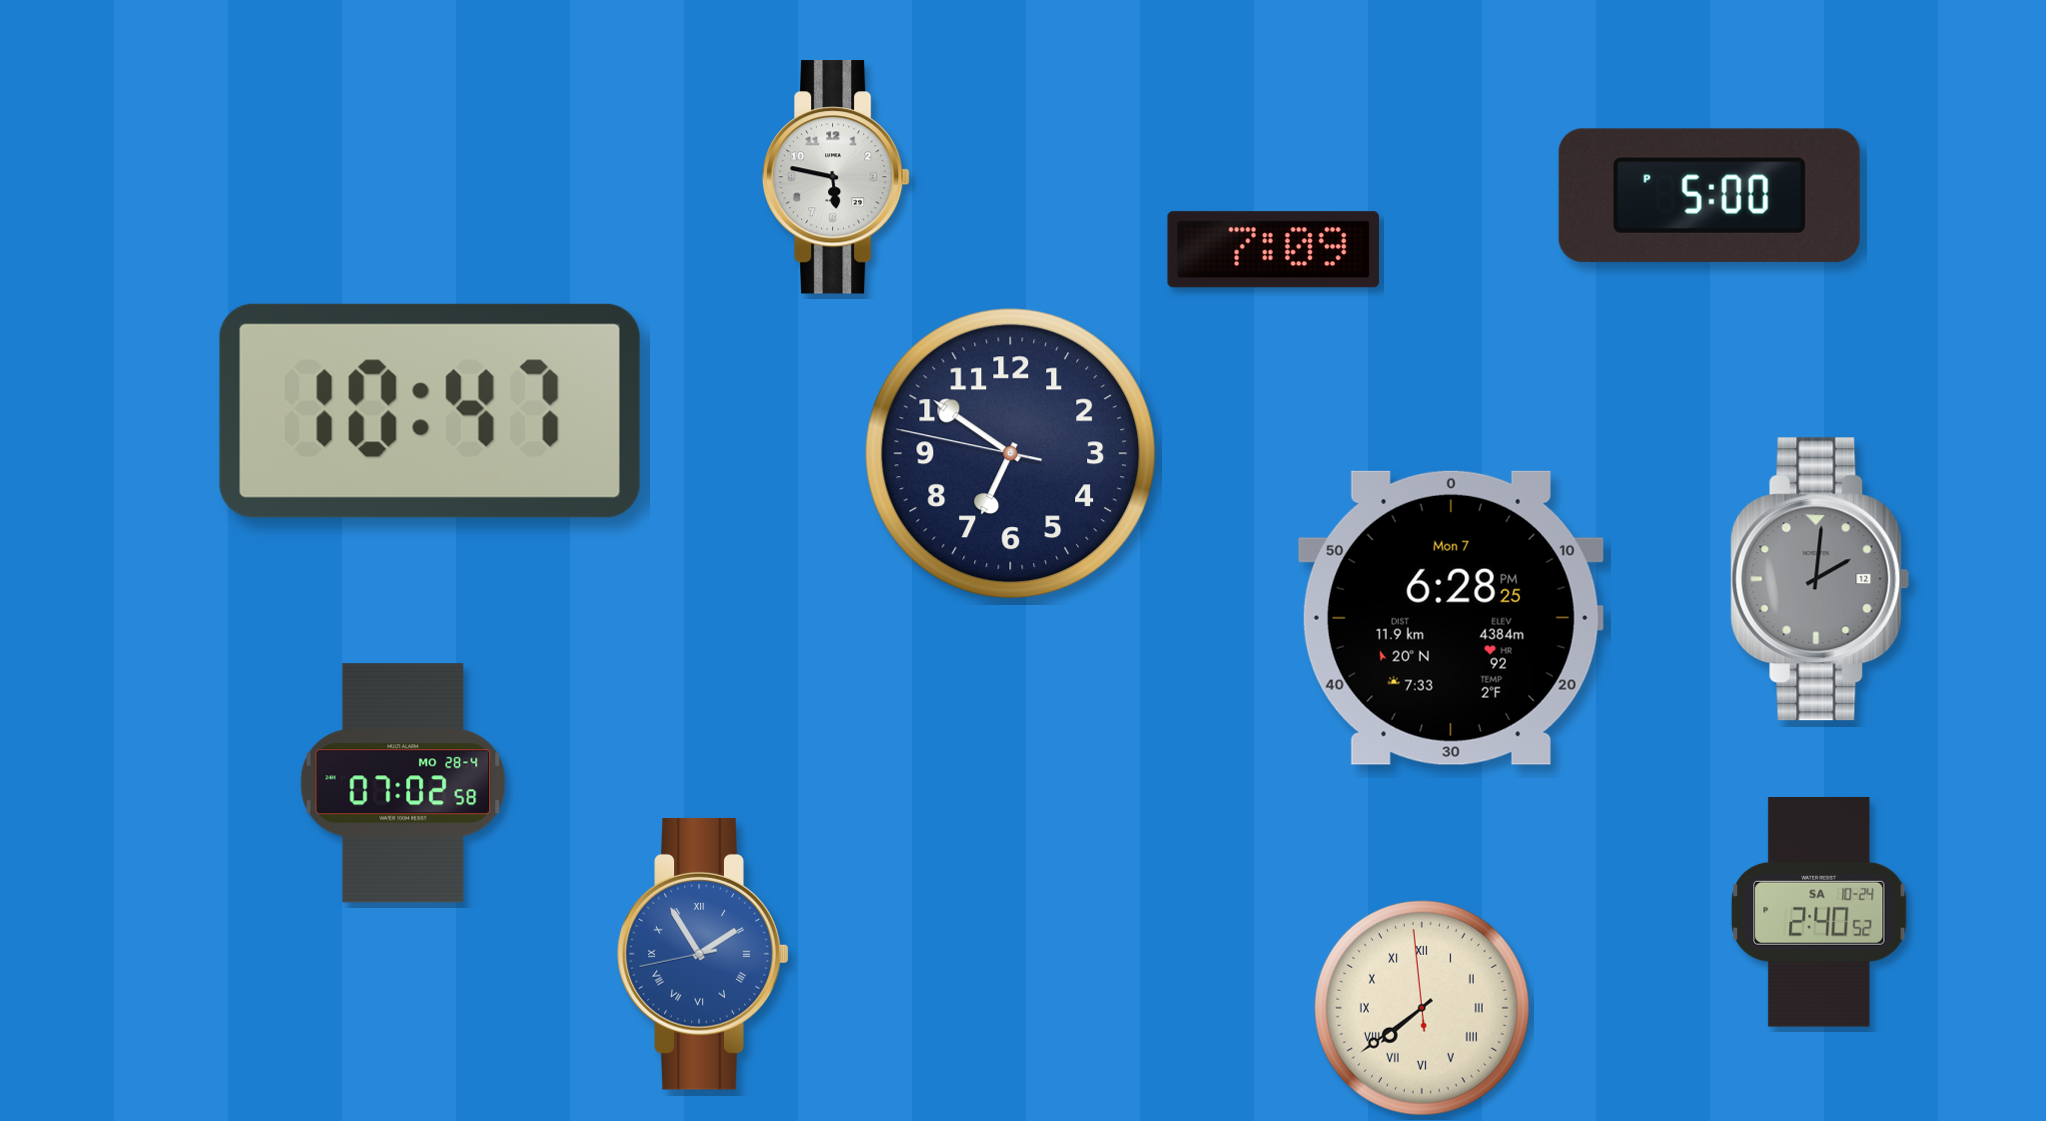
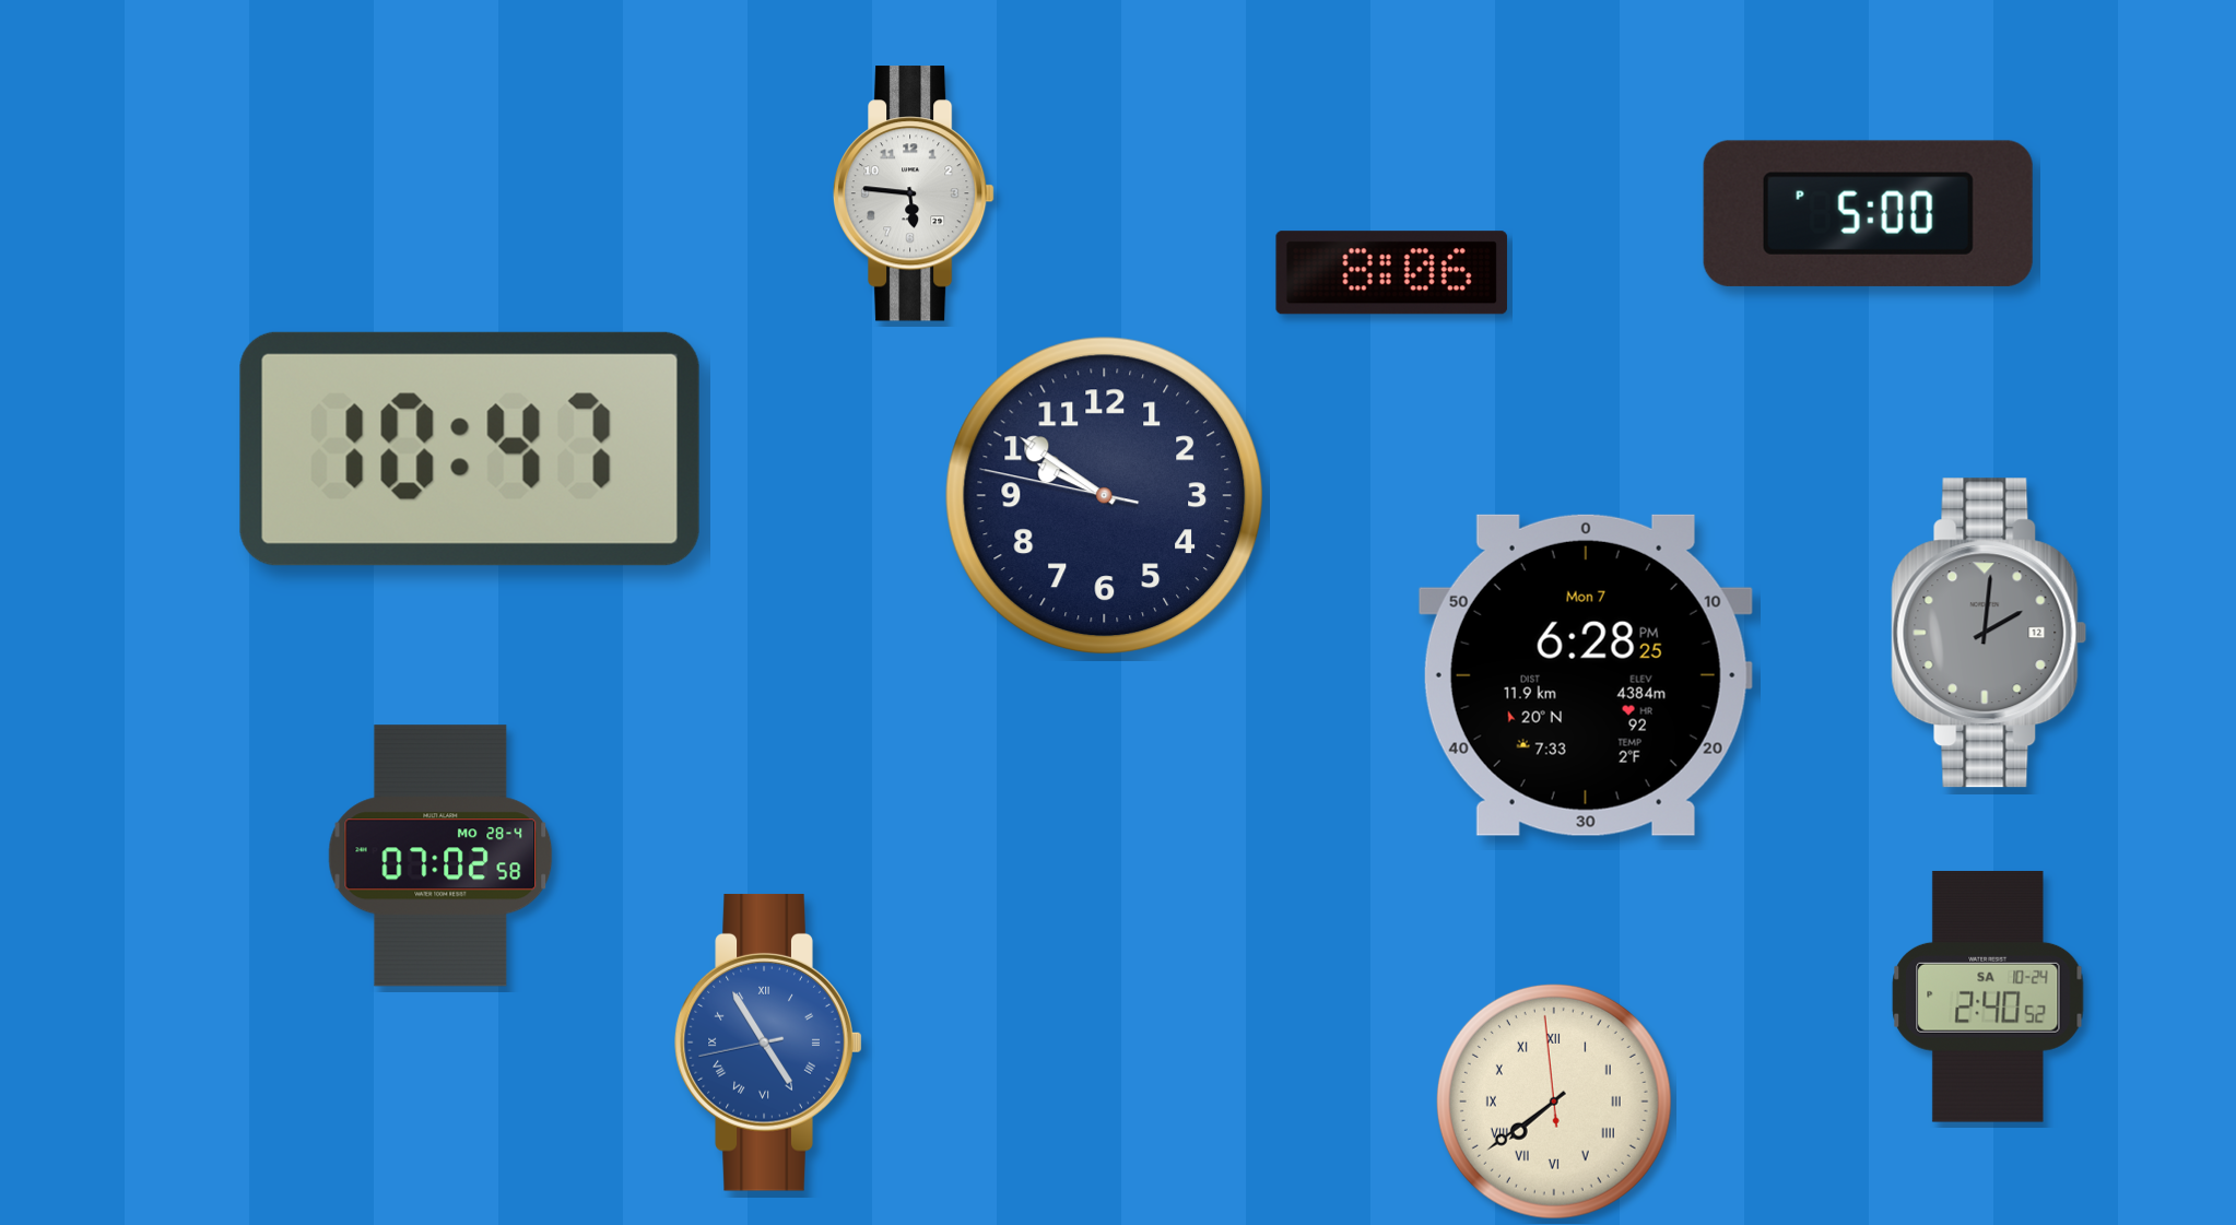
clock at (836, 177): 5:47 -> 5:46
clock at (1273, 250): 7:09 -> 8:06
clock at (1011, 454): 6:50 -> 9:50
clock at (703, 954): 1:54 -> 4:54
